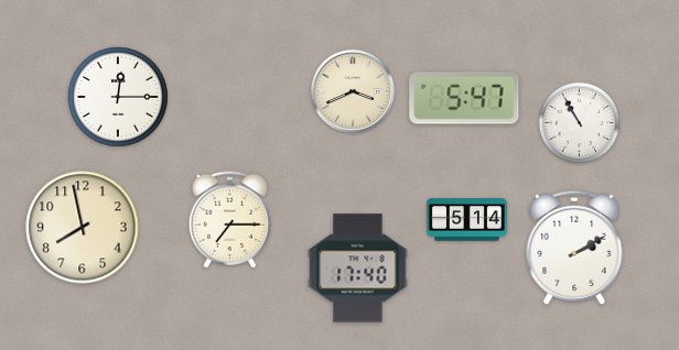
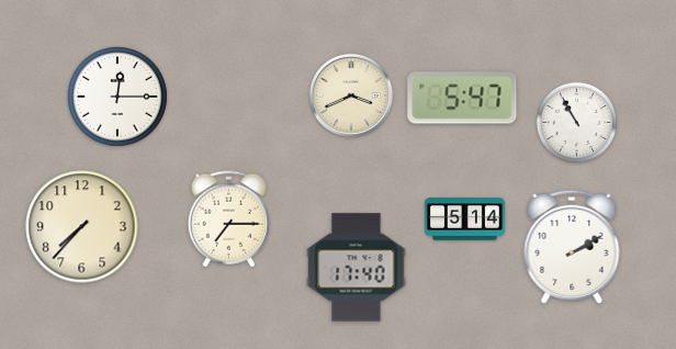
clock at (353, 91) position: (353, 91) -> (351, 95)
clock at (83, 228): 7:58 -> 7:37
